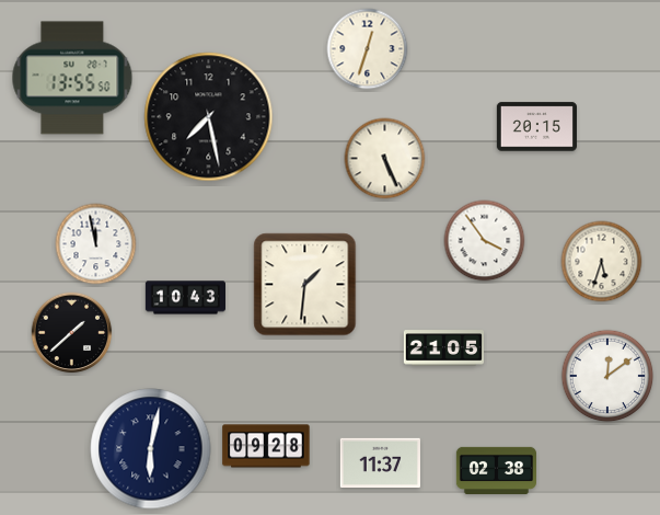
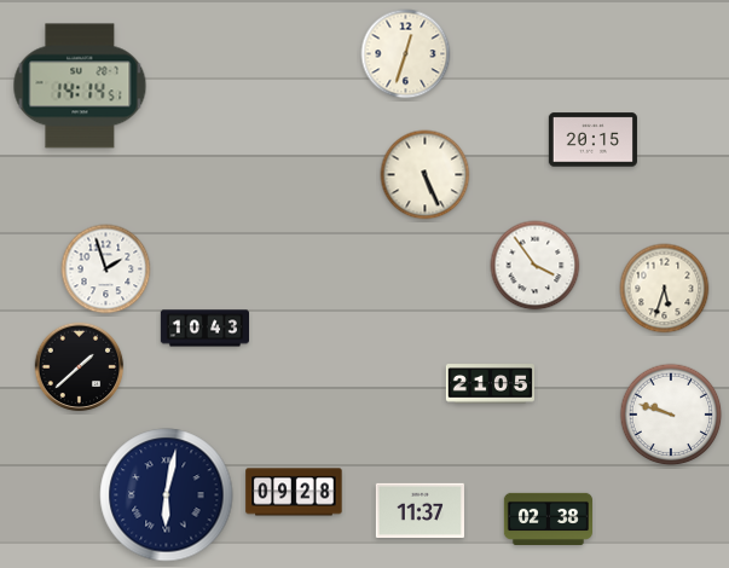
clock at (72, 78): 13:55 -> 14:14
clock at (209, 117): 7:28 -> none
clock at (96, 244): 11:58 -> 1:57
clock at (305, 285): 1:31 -> none
clock at (607, 376): 12:09 -> 9:48
